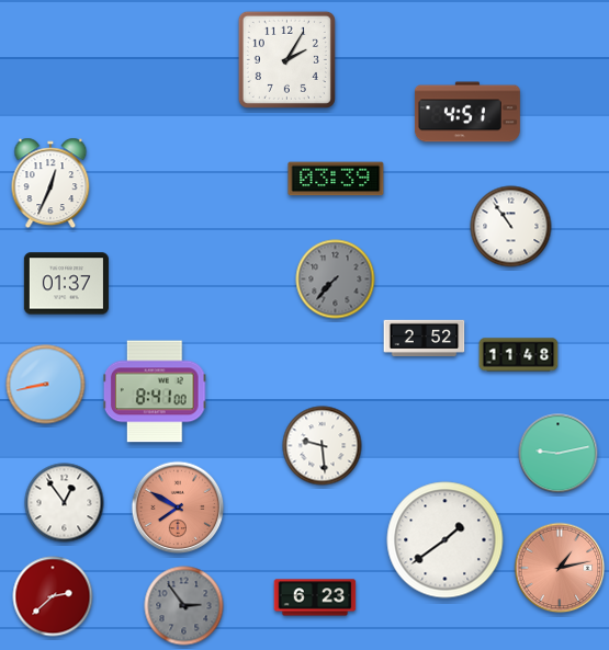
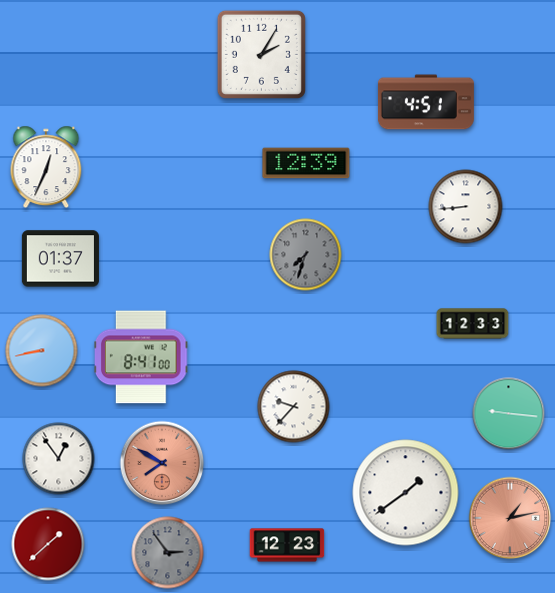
clock at (336, 179): 03:39 -> 12:39
clock at (511, 227): 10:54 -> 8:44
clock at (336, 280): 7:37 -> 7:33
clock at (425, 338): 2:52 -> none
clock at (519, 355): 11:48 -> 12:33
clock at (323, 446): 9:29 -> 9:37
clock at (559, 454): 9:13 -> 9:16
clock at (53, 596): 2:38 -> 1:38
clock at (315, 597): 6:23 -> 12:23
